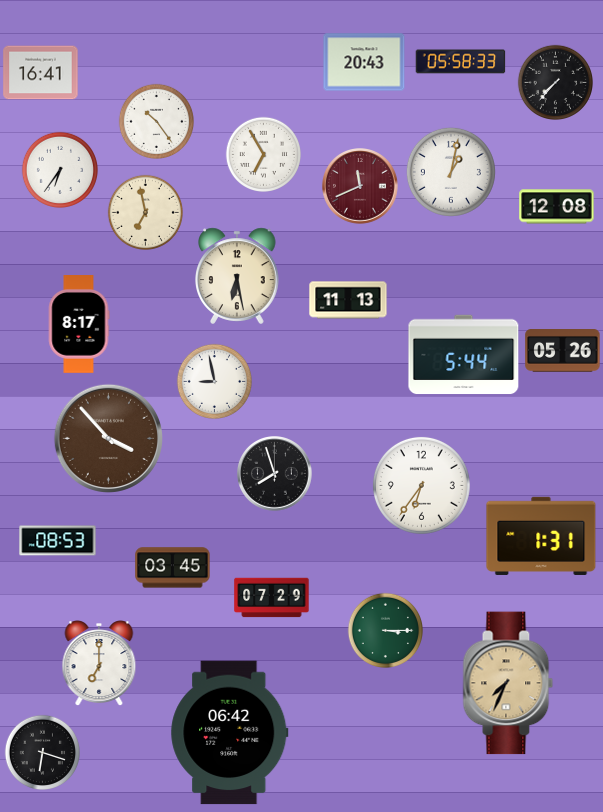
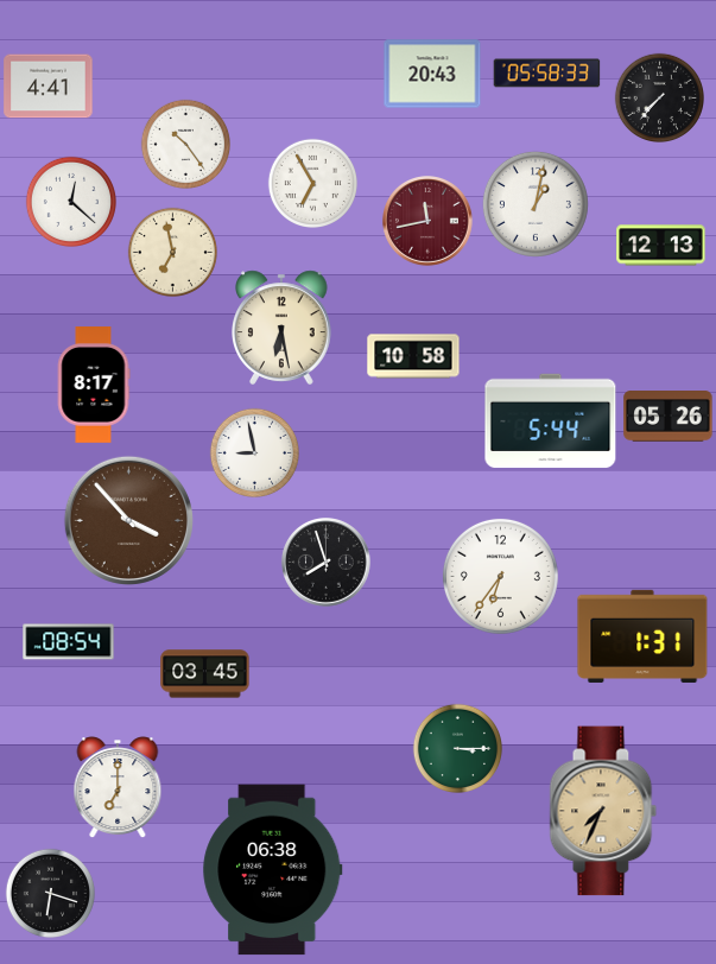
clock at (41, 73): 16:41 -> 4:41
clock at (59, 169): 6:36 -> 12:22
clock at (361, 187): 11:41 -> 11:43
clock at (557, 207): 12:08 -> 12:13
clock at (348, 300): 11:13 -> 10:58
clock at (58, 541): 08:53 -> 08:54
clock at (272, 598): 07:29 -> none
clock at (230, 733): 06:42 -> 06:38
